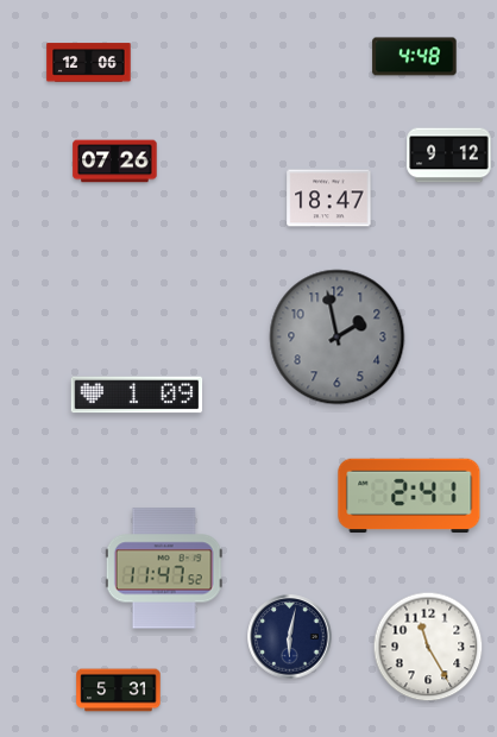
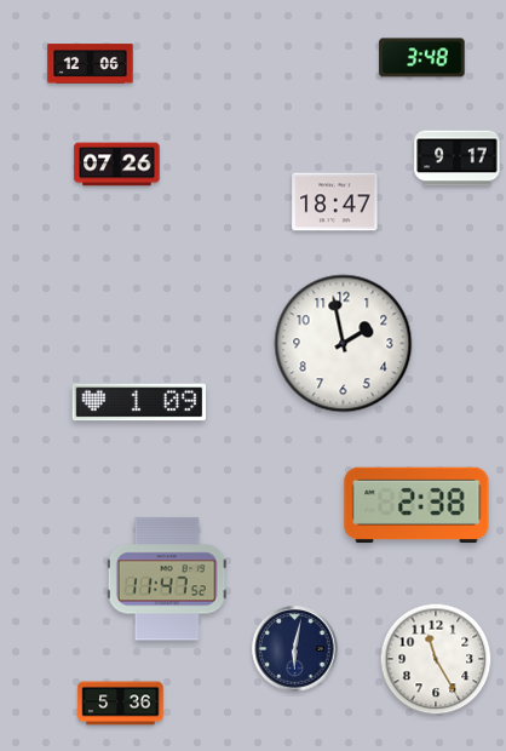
clock at (415, 57): 4:48 -> 3:48
clock at (449, 156): 9:12 -> 9:17
clock at (338, 338) dial: grey -> white
clock at (409, 496): 2:41 -> 2:38
clock at (119, 691): 5:31 -> 5:36
